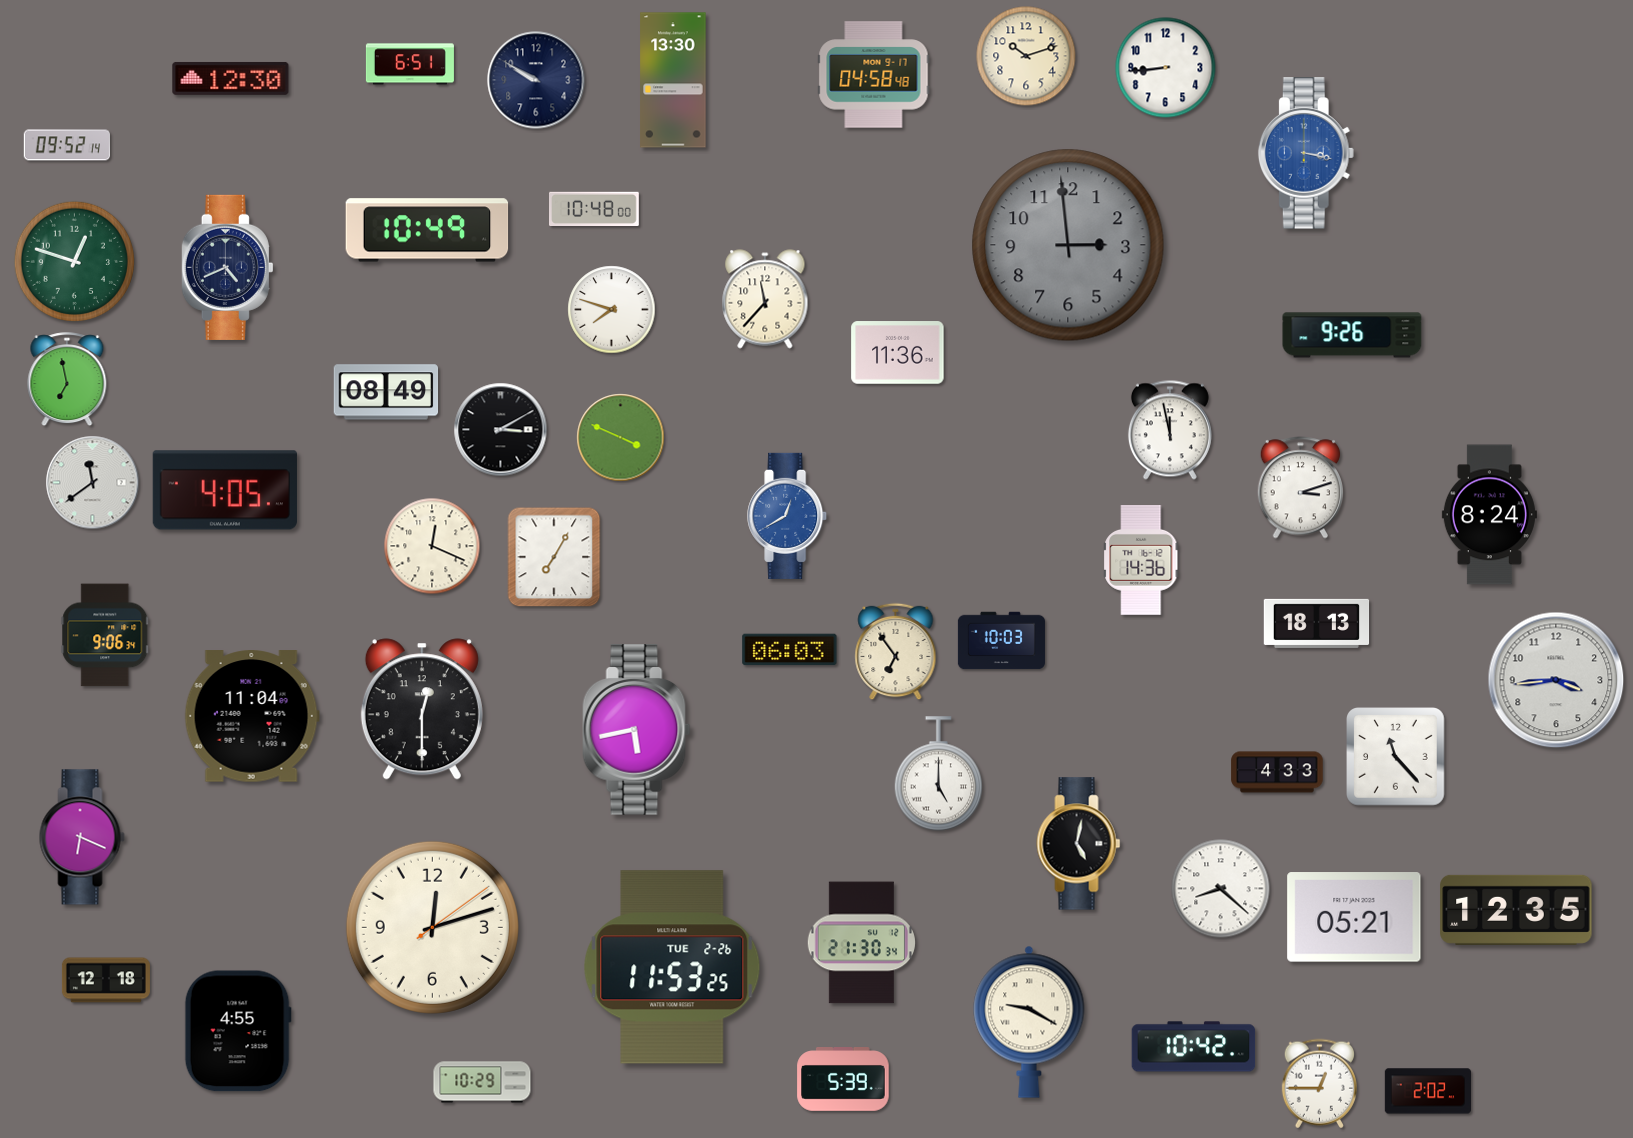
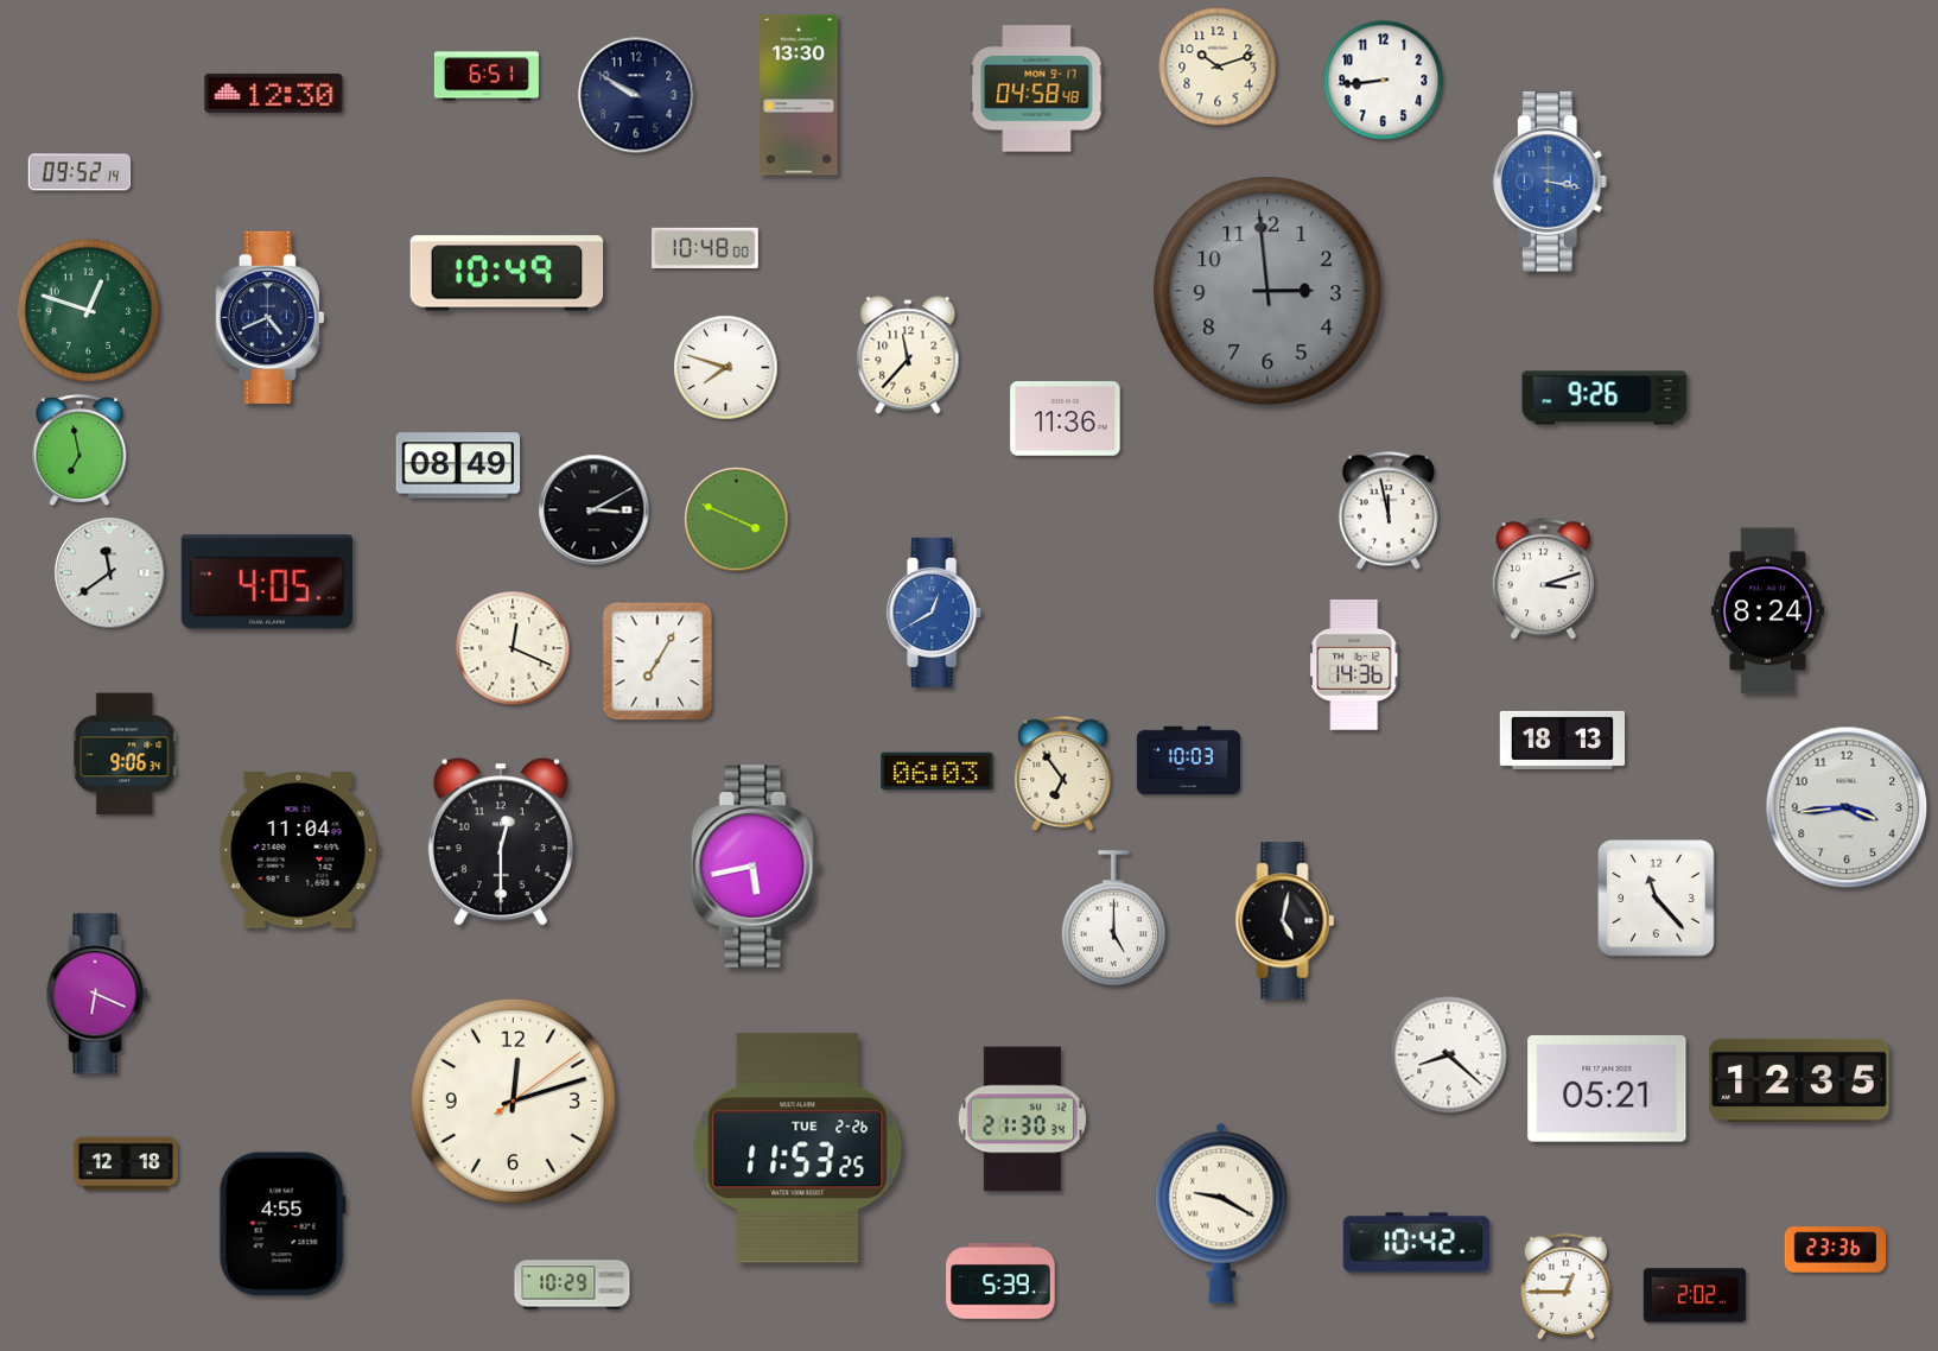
clock at (1277, 772): 4:33 -> none
clock at (1079, 844) position: (1079, 844) -> (1285, 921)
clock at (1836, 1250): none -> 23:36
